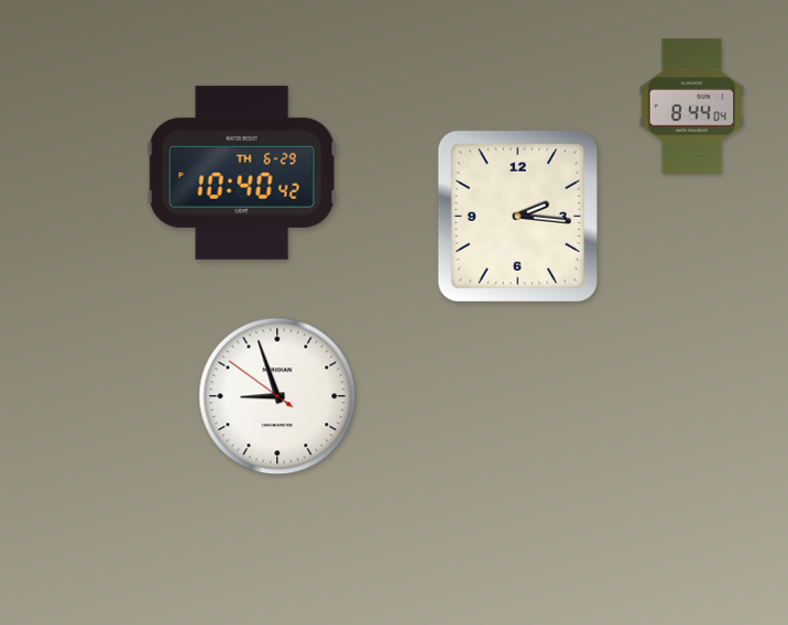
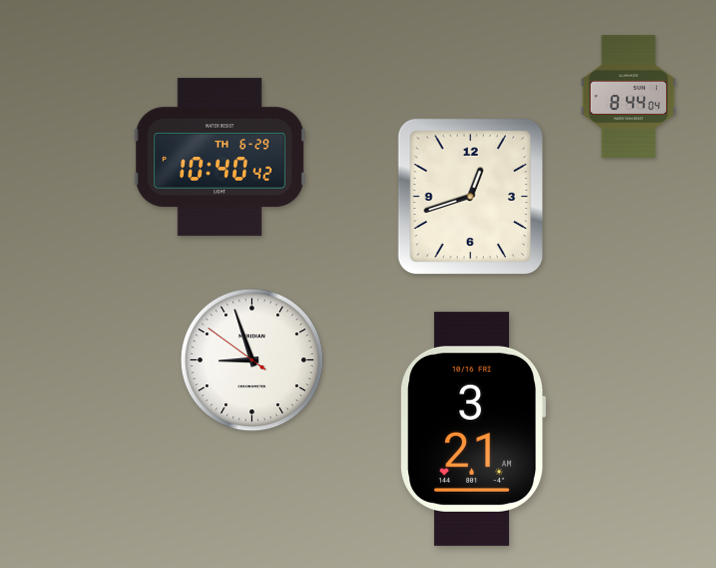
clock at (517, 216): 2:16 -> 12:42
clock at (473, 429): none -> 3:21
